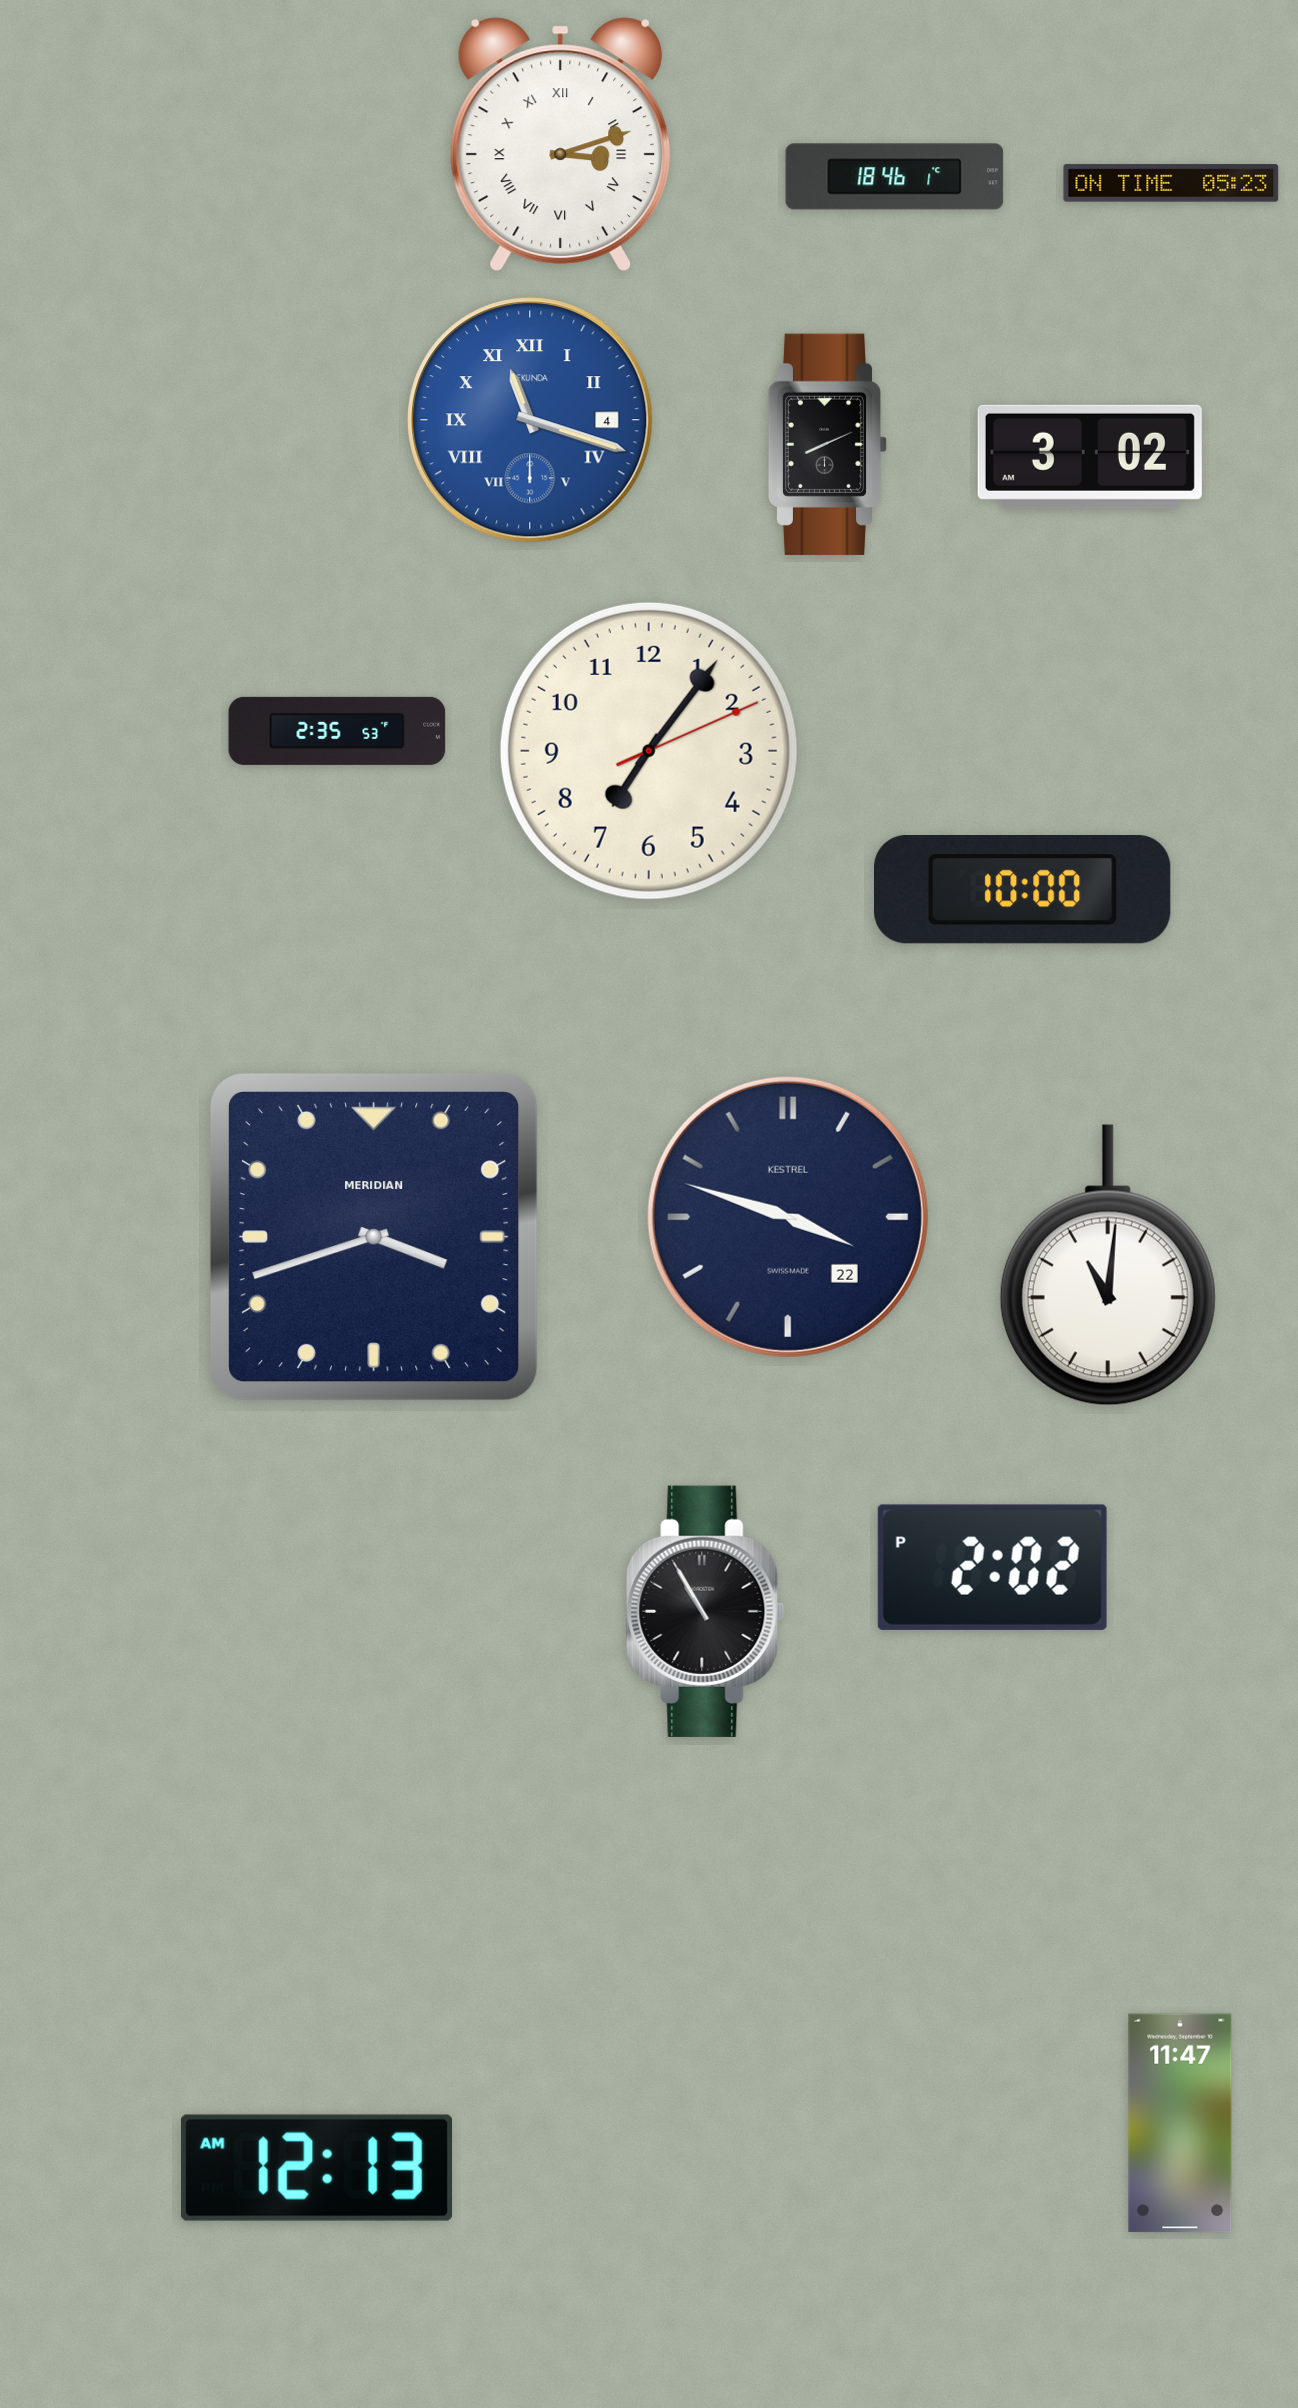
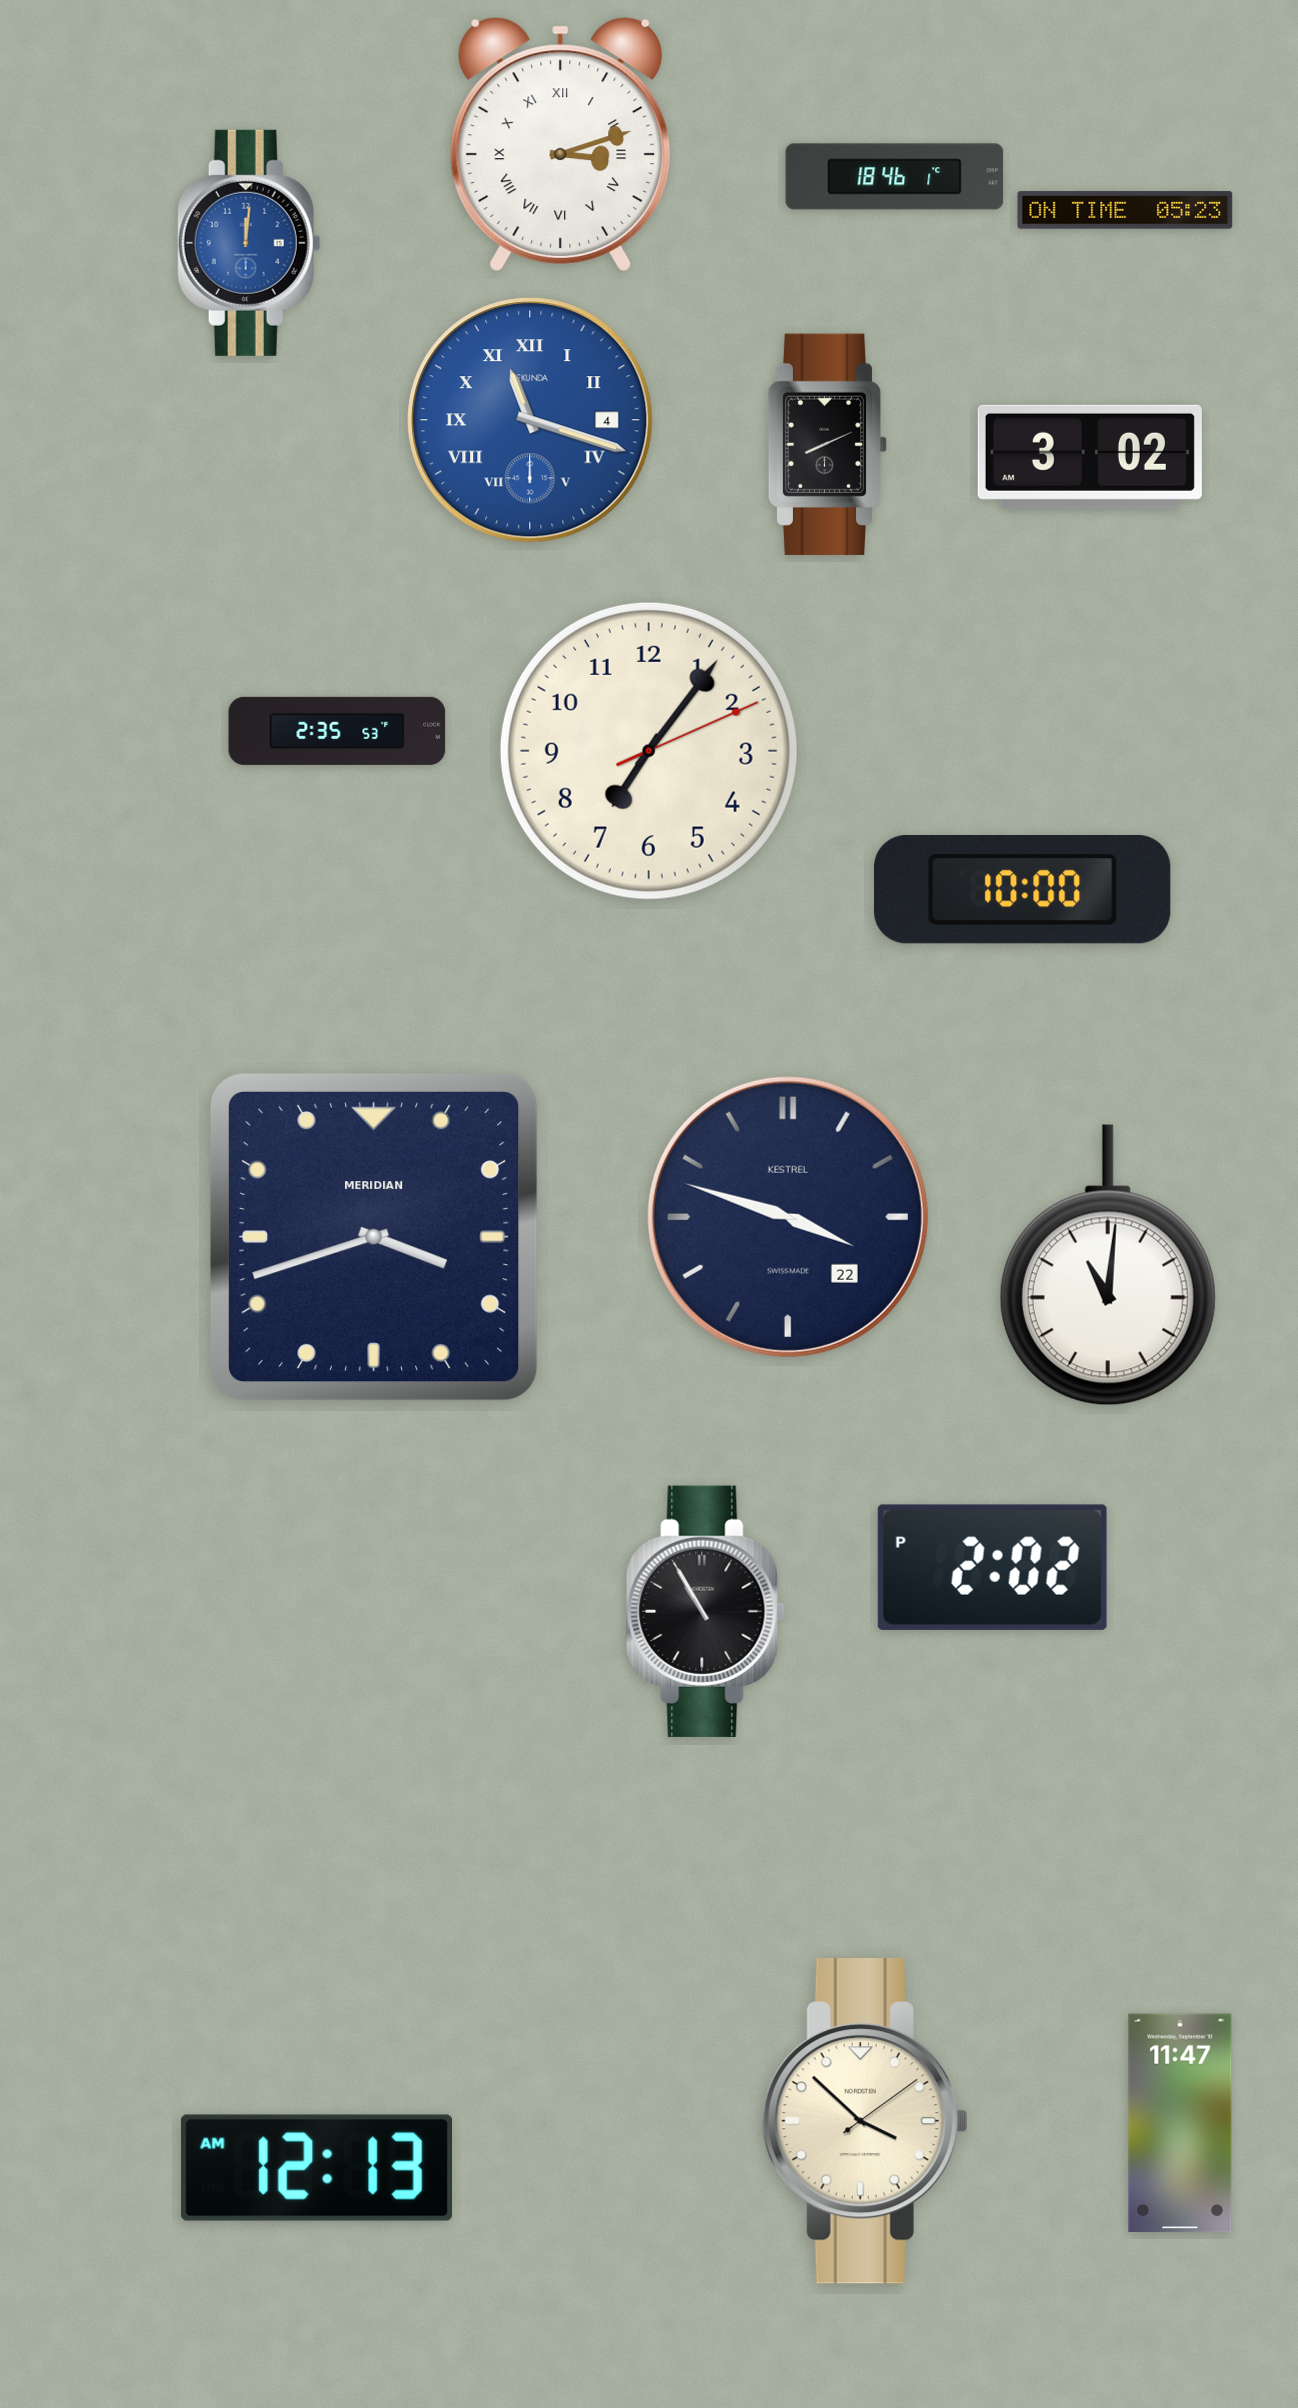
clock at (1171, 183) position: (1171, 183) -> (1125, 210)
clock at (249, 243): none -> 12:01
clock at (865, 2122): none -> 3:52
